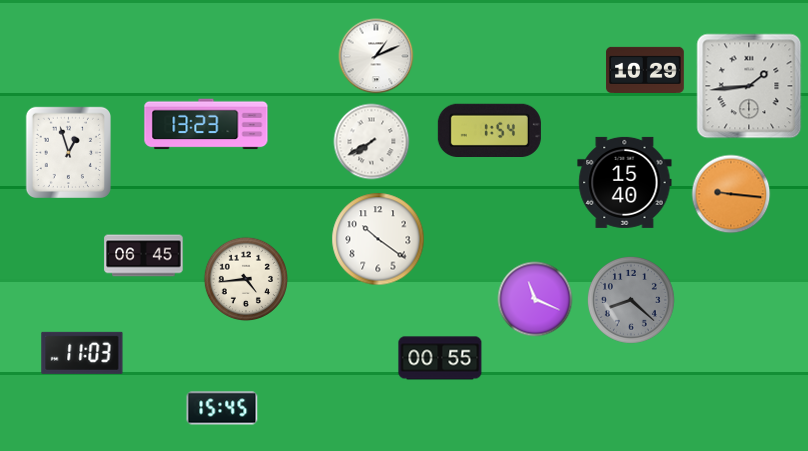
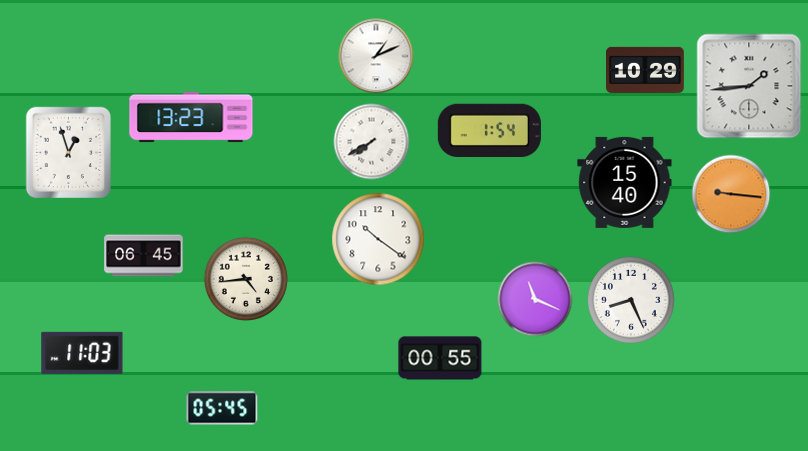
clock at (206, 124) position: (206, 124) -> (191, 117)
clock at (631, 300): 8:22 -> 8:26
clock at (631, 300) dial: grey -> white
clock at (222, 408): 15:45 -> 05:45
